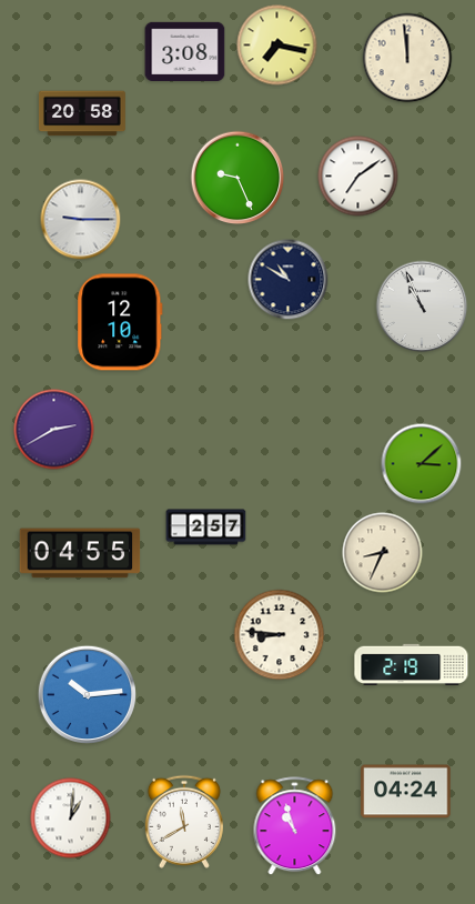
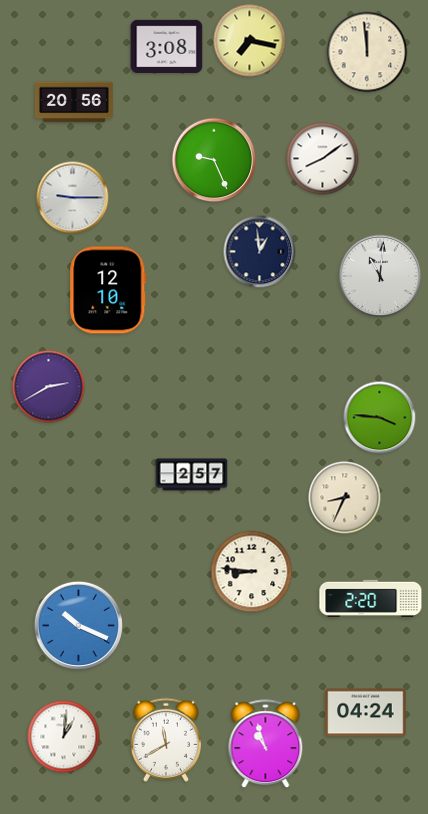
clock at (82, 113): 20:58 -> 20:56
clock at (358, 177): 7:09 -> 8:09
clock at (289, 280): 10:50 -> 12:59
clock at (422, 307): 10:56 -> 11:01
clock at (422, 464): 3:08 -> 3:46
clock at (206, 528) position: (206, 528) -> (192, 475)
clock at (80, 553): 04:55 -> none
clock at (412, 664): 2:19 -> 2:20
clock at (87, 694): 10:14 -> 10:19
